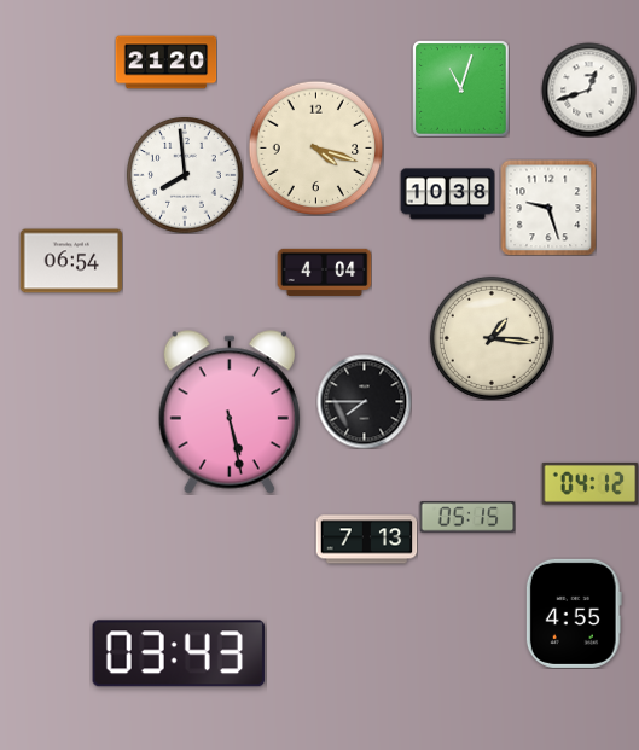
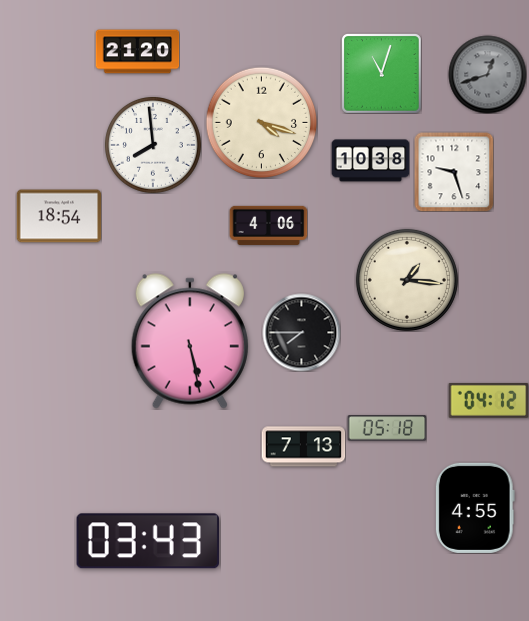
clock at (588, 89) dial: white -> grey
clock at (71, 261): 06:54 -> 18:54
clock at (324, 272): 4:04 -> 4:06
clock at (467, 517): 05:15 -> 05:18
